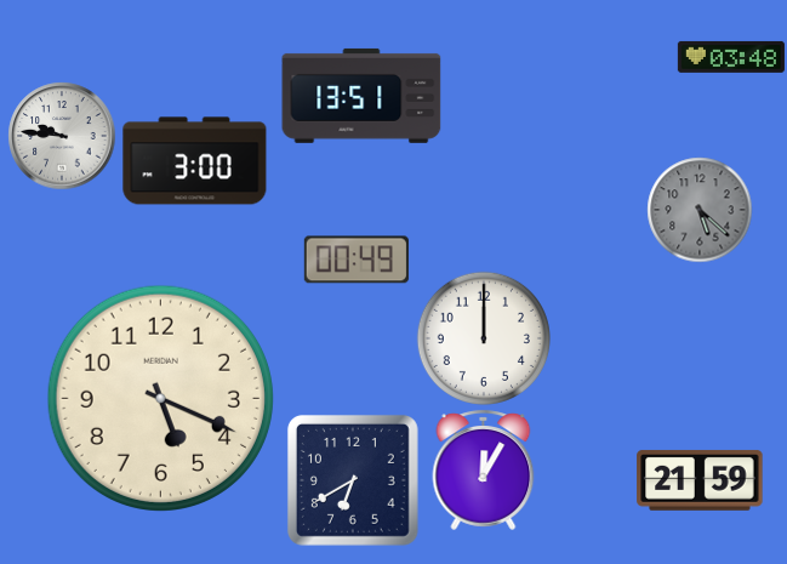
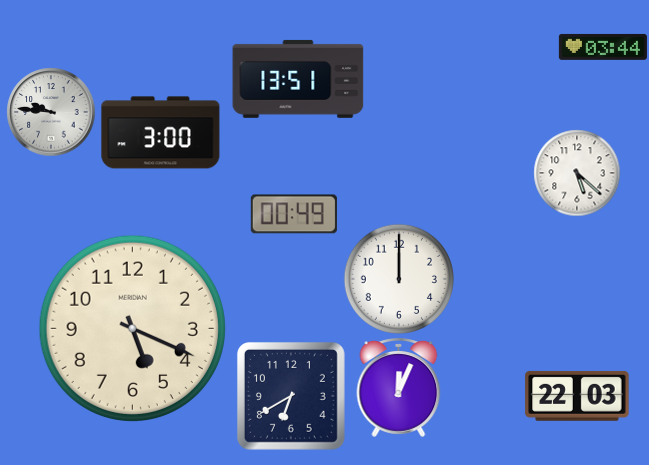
clock at (731, 57): 03:48 -> 03:44
clock at (700, 210) dial: grey -> white
clock at (484, 469): 12:05 -> 12:04
clock at (700, 480): 21:59 -> 22:03
